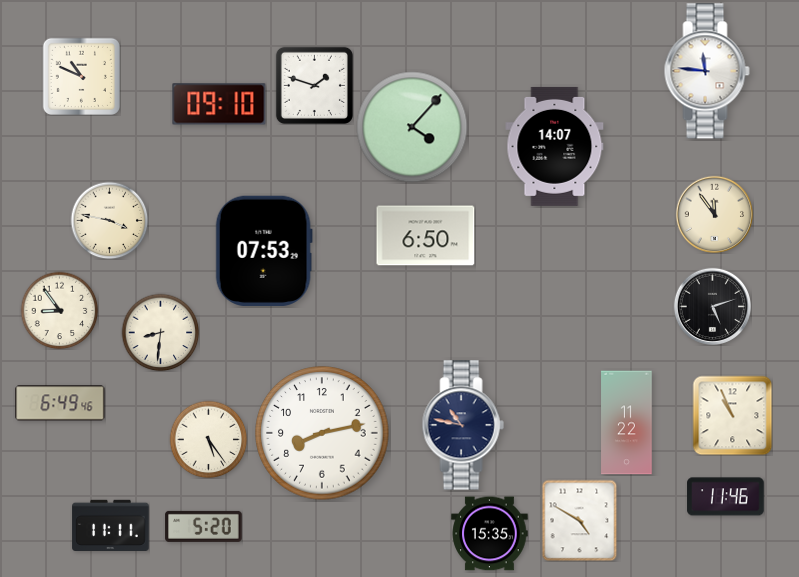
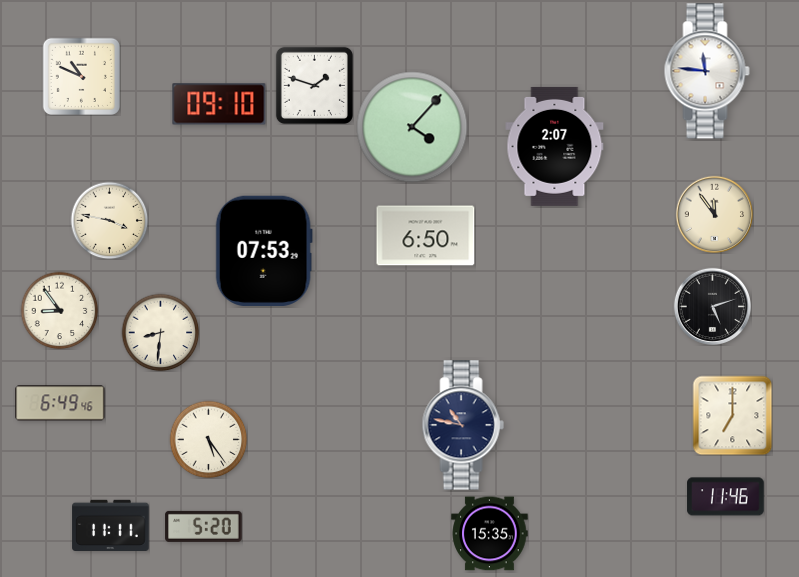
clock at (555, 146): 14:07 -> 2:07
clock at (732, 415): 10:56 -> 7:00
clock at (627, 423): 11:22 -> none
clock at (322, 433): 8:13 -> none
clock at (580, 520): 4:50 -> none
